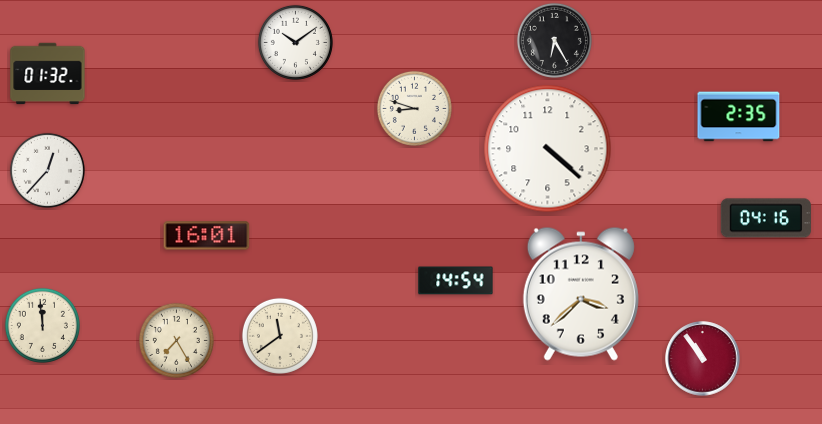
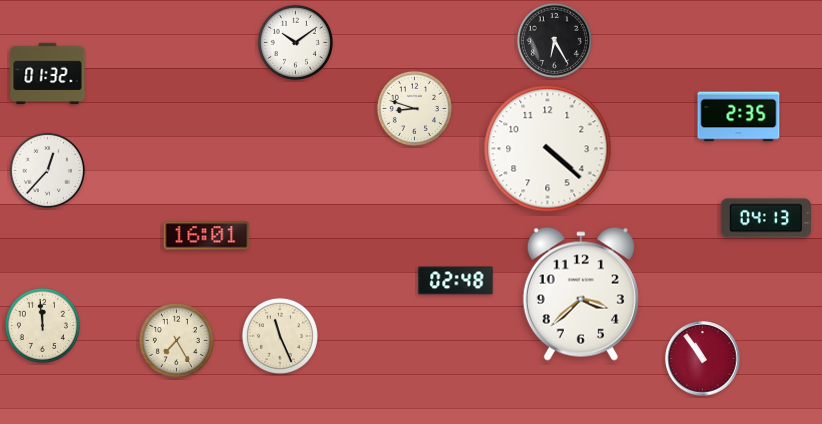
clock at (766, 218): 04:16 -> 04:13
clock at (456, 281): 14:54 -> 02:48
clock at (280, 336): 11:39 -> 11:26
